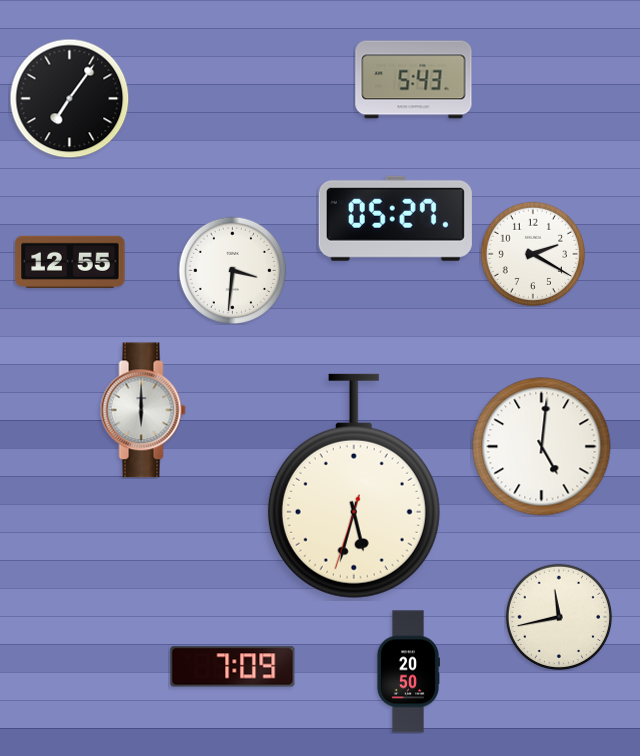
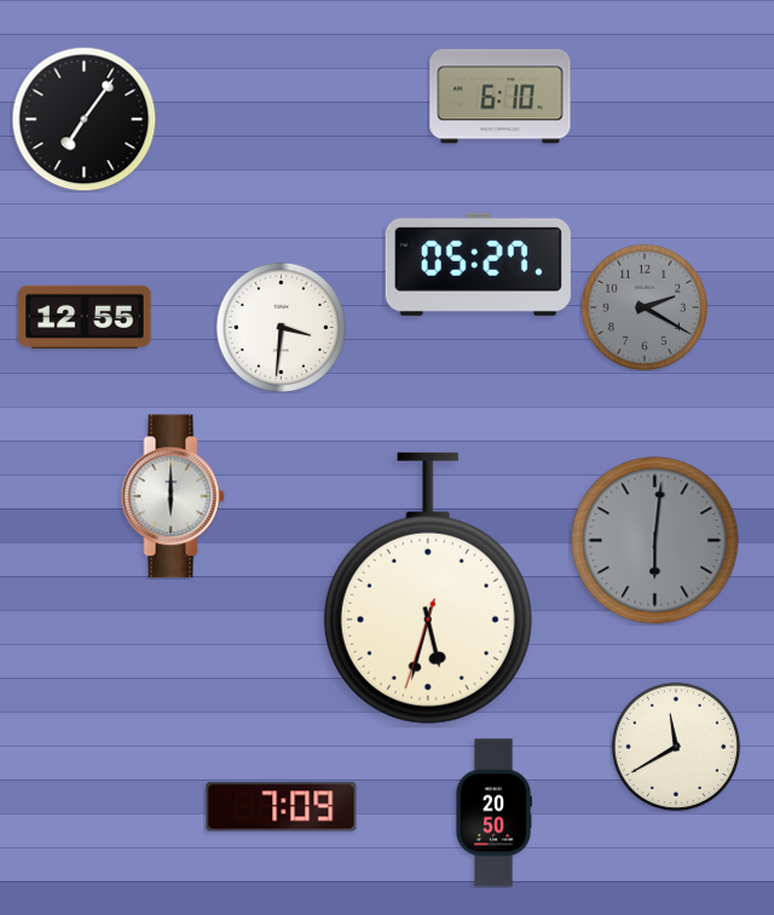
clock at (414, 80): 5:43 -> 6:10
clock at (533, 254) dial: white -> grey
clock at (542, 447): 5:01 -> 6:01
clock at (542, 447) dial: white -> grey
clock at (558, 616): 11:43 -> 11:40
